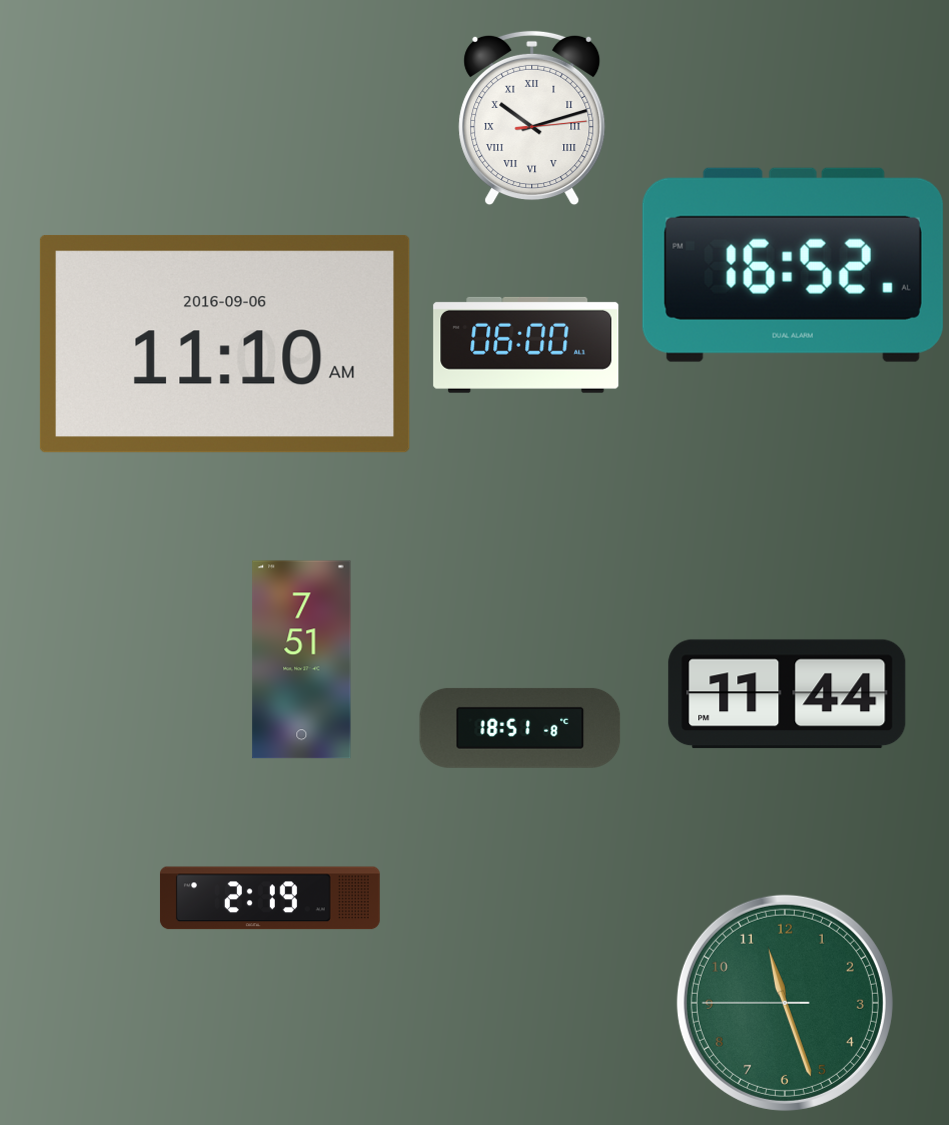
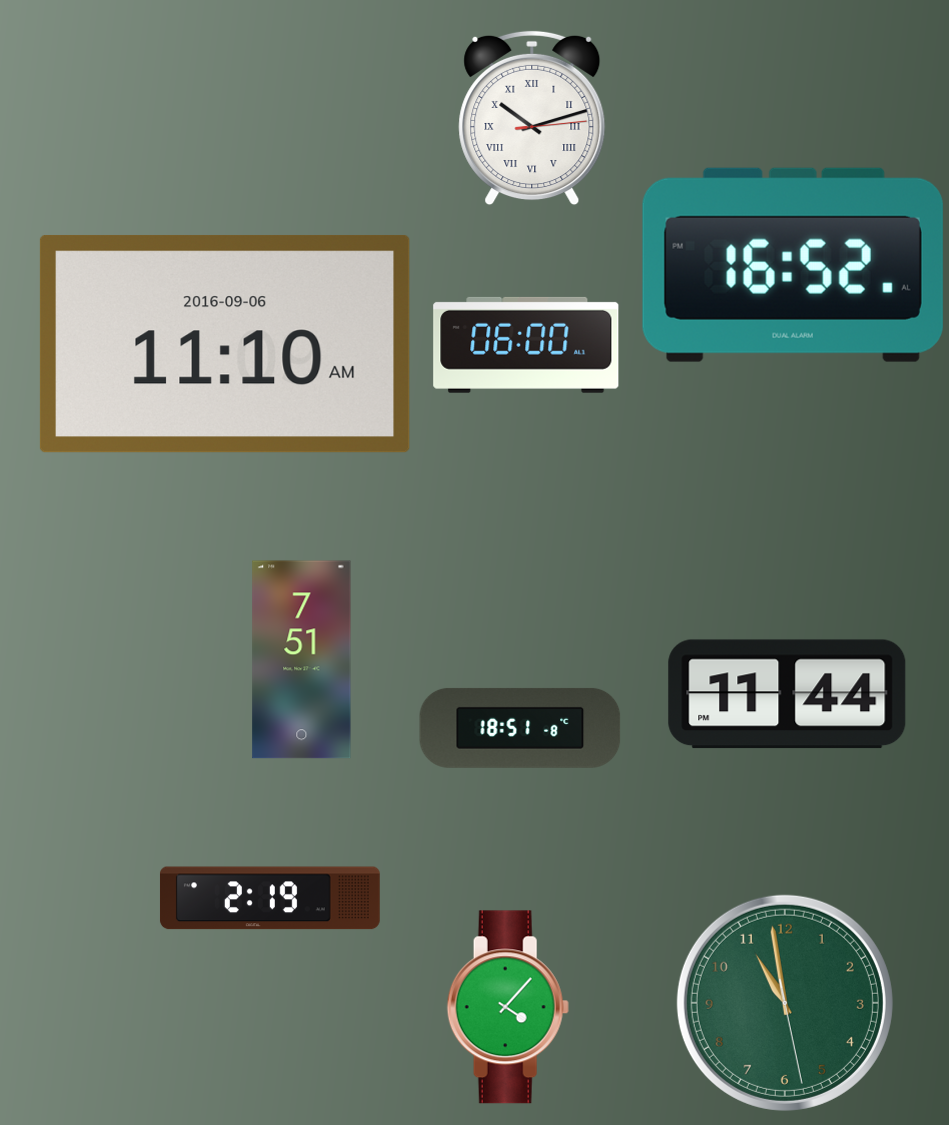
clock at (785, 1003): 11:26 -> 10:58
clock at (508, 1007): none -> 4:07
